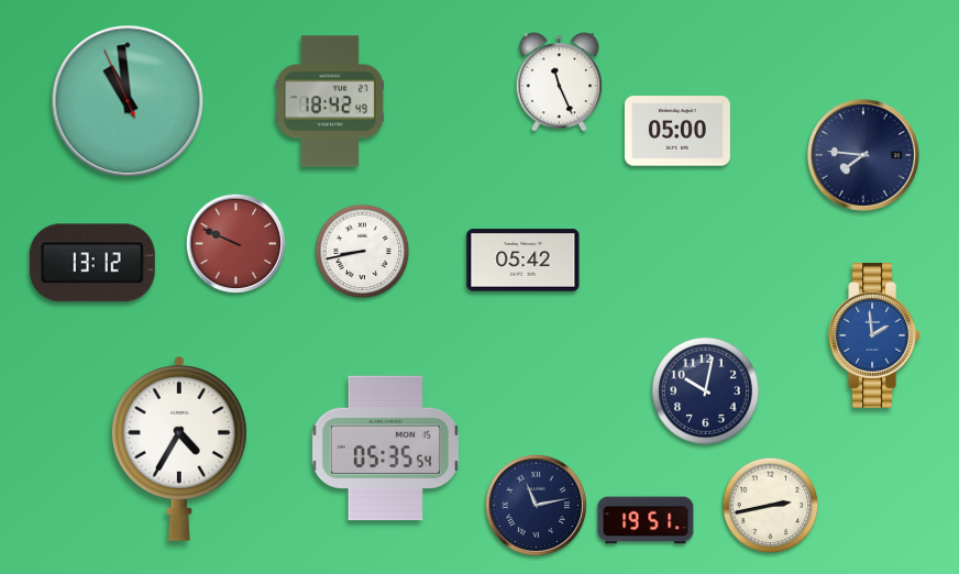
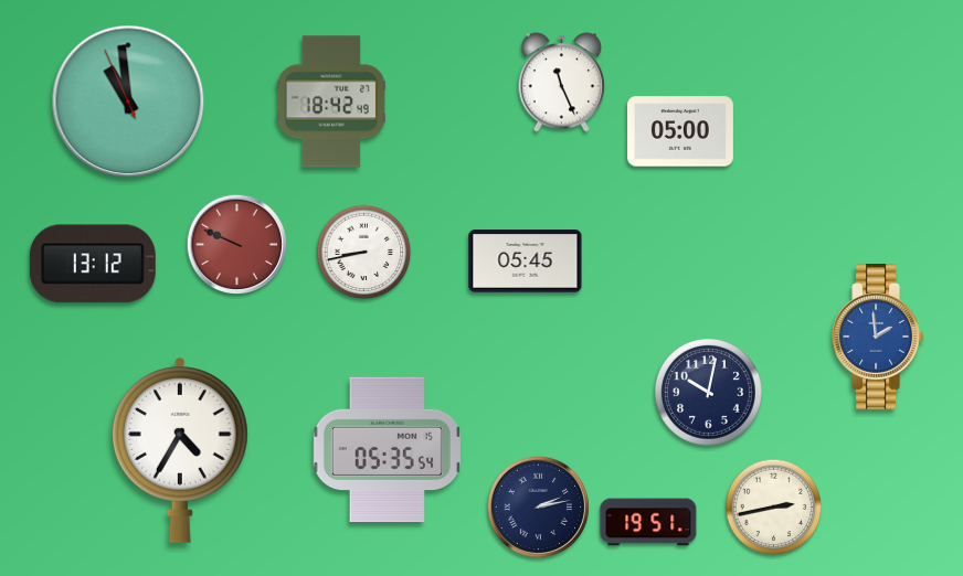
clock at (863, 155): 7:46 -> none
clock at (523, 261): 05:42 -> 05:45
clock at (536, 505): 11:13 -> 2:13
